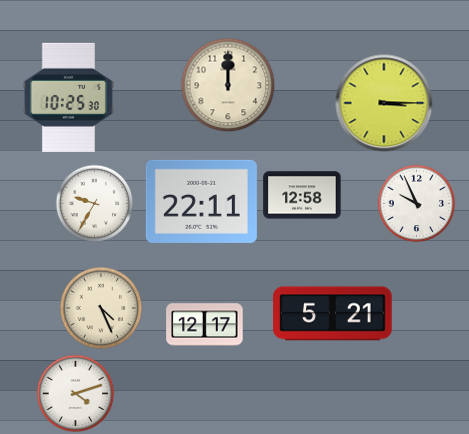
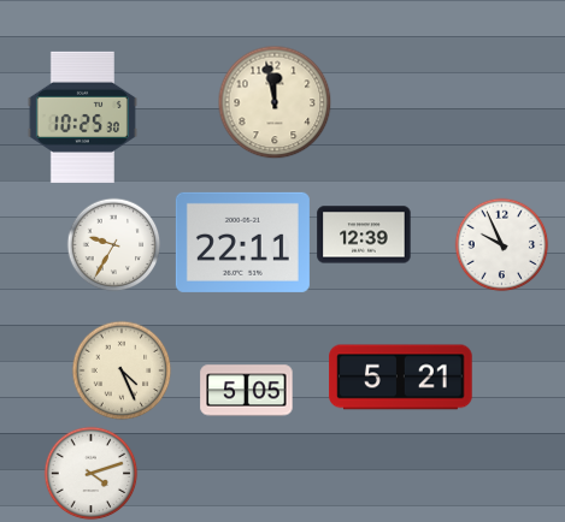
clock at (228, 85): 12:00 -> 11:58
clock at (384, 103): 3:15 -> none
clock at (302, 195): 12:58 -> 12:39
clock at (205, 325): 12:17 -> 5:05
